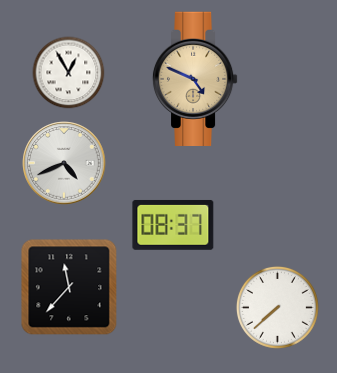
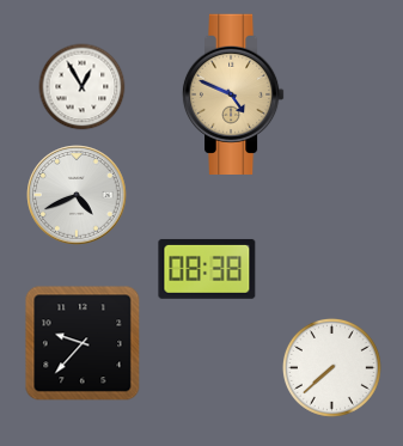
clock at (173, 225): 08:37 -> 08:38
clock at (69, 287): 11:37 -> 9:37
